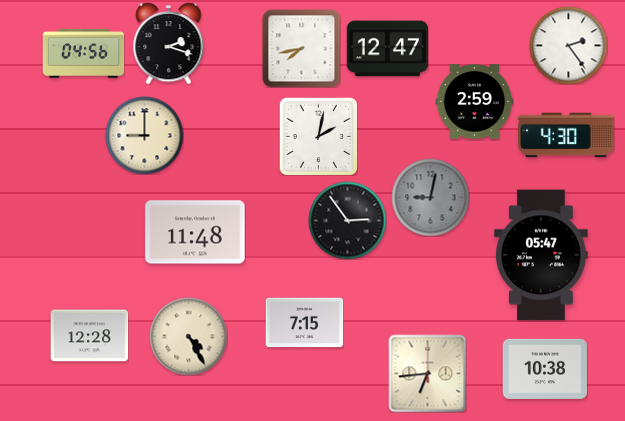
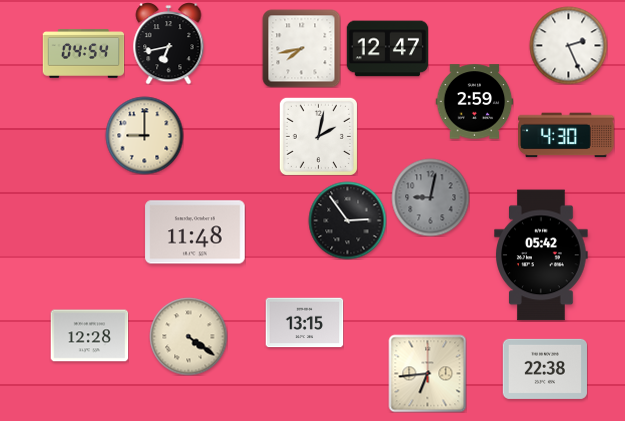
clock at (169, 43): 2:18 -> 6:43
clock at (568, 45): 2:24 -> 2:26
clock at (83, 54): 04:56 -> 04:54
clock at (541, 255): 05:47 -> 05:42
clock at (304, 323): 7:15 -> 13:15
clock at (188, 336): 4:25 -> 4:21
clock at (545, 369): 10:38 -> 22:38
